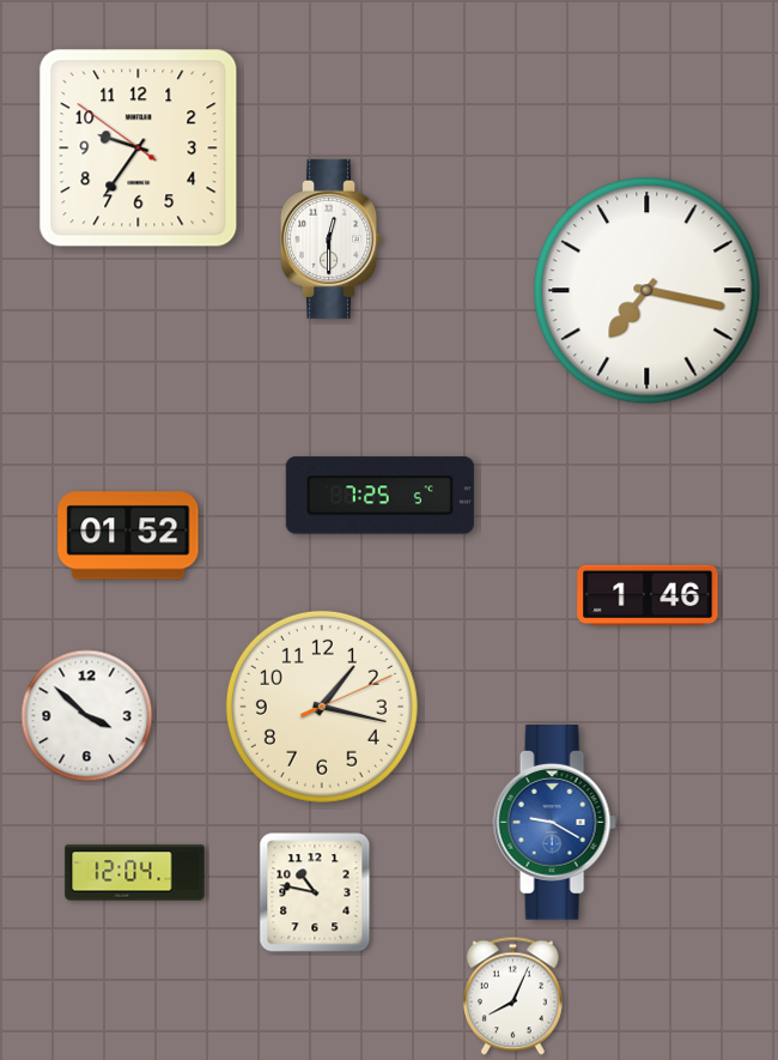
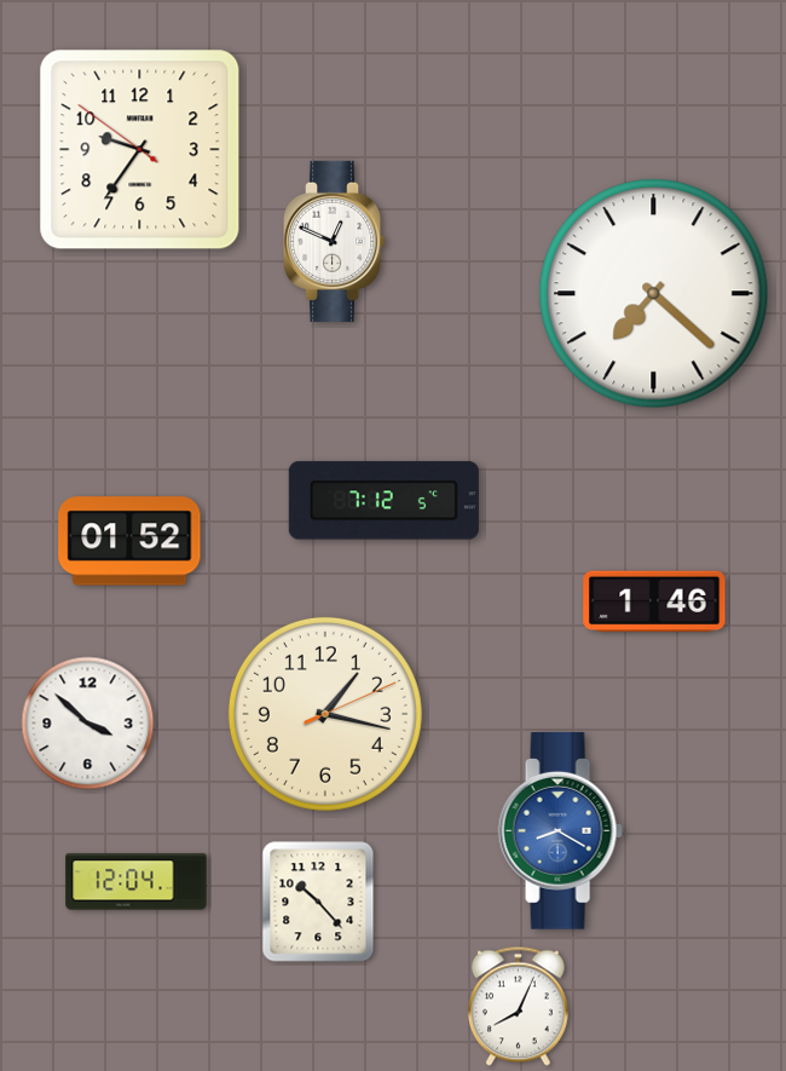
clock at (332, 238): 12:30 -> 12:49
clock at (648, 291): 7:17 -> 7:22
clock at (379, 496): 7:25 -> 7:12
clock at (554, 823): 9:20 -> 8:20
clock at (315, 892): 10:47 -> 10:23
